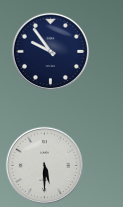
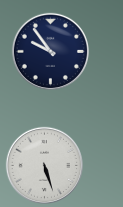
clock at (44, 165): 5:30 -> 5:27
